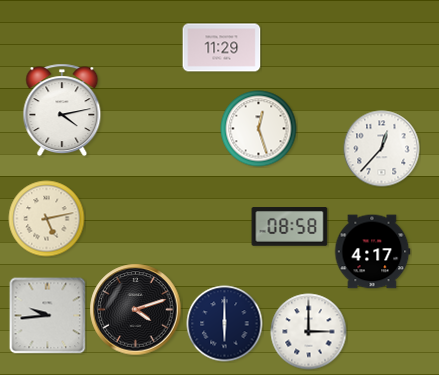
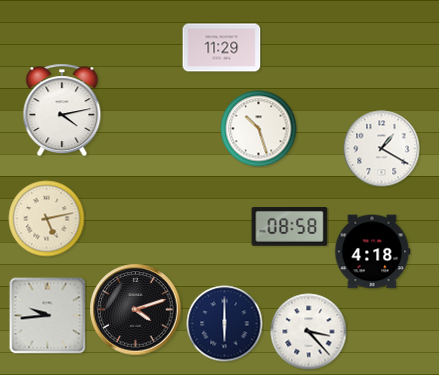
clock at (259, 129): 12:27 -> 10:27
clock at (382, 149): 12:37 -> 1:20
clock at (372, 252): 4:17 -> 4:18
clock at (309, 332): 3:00 -> 3:23
